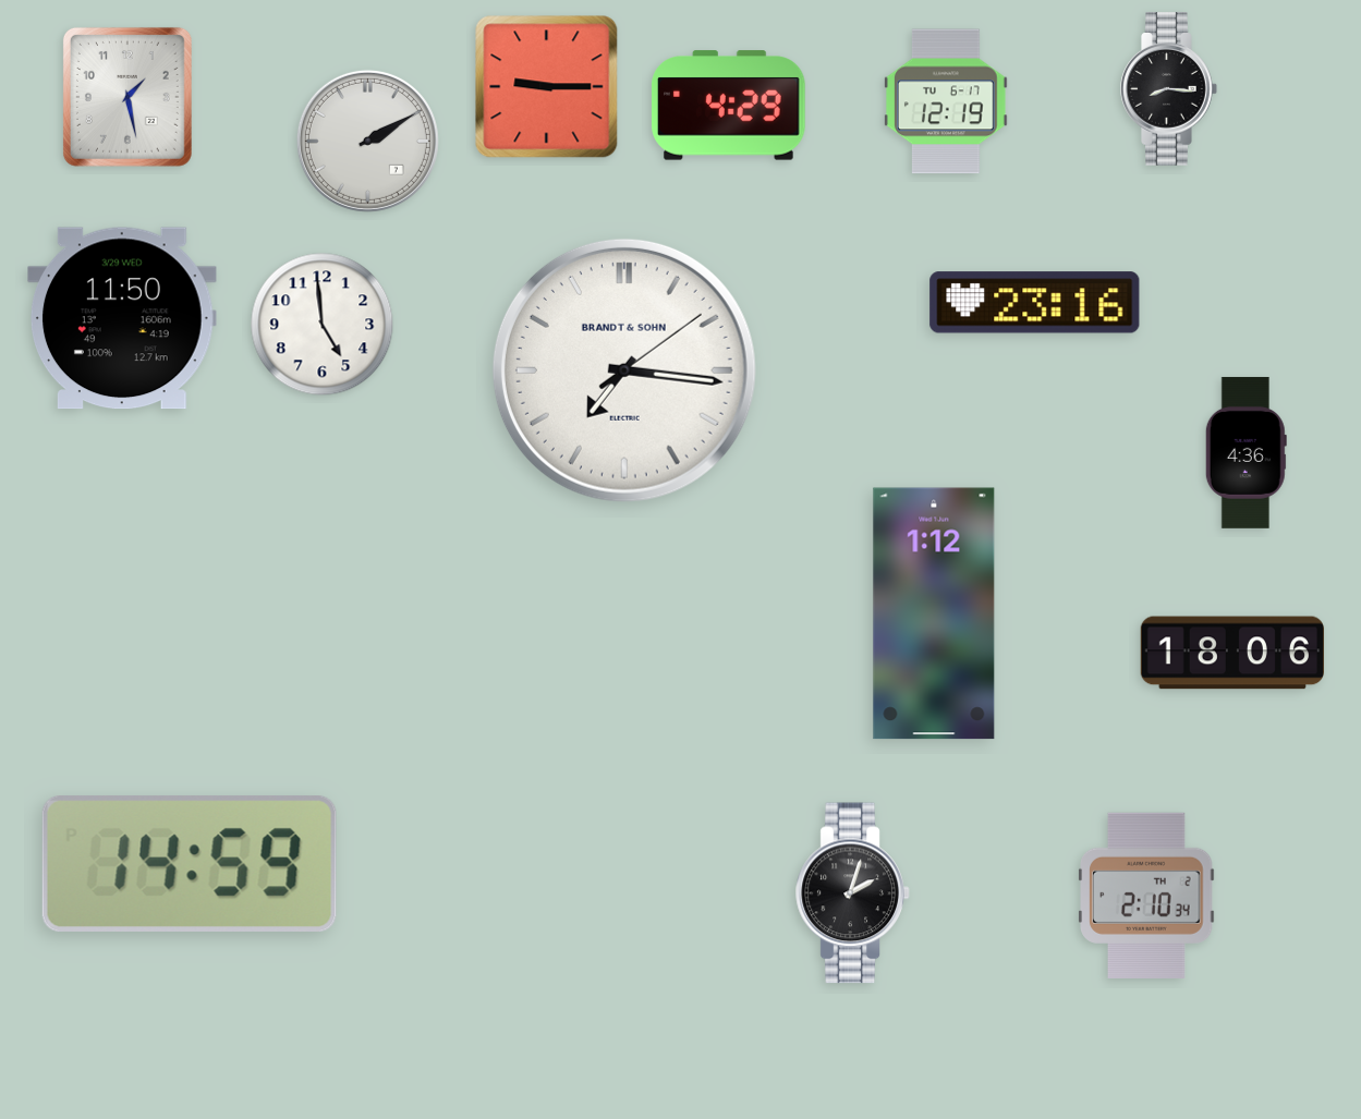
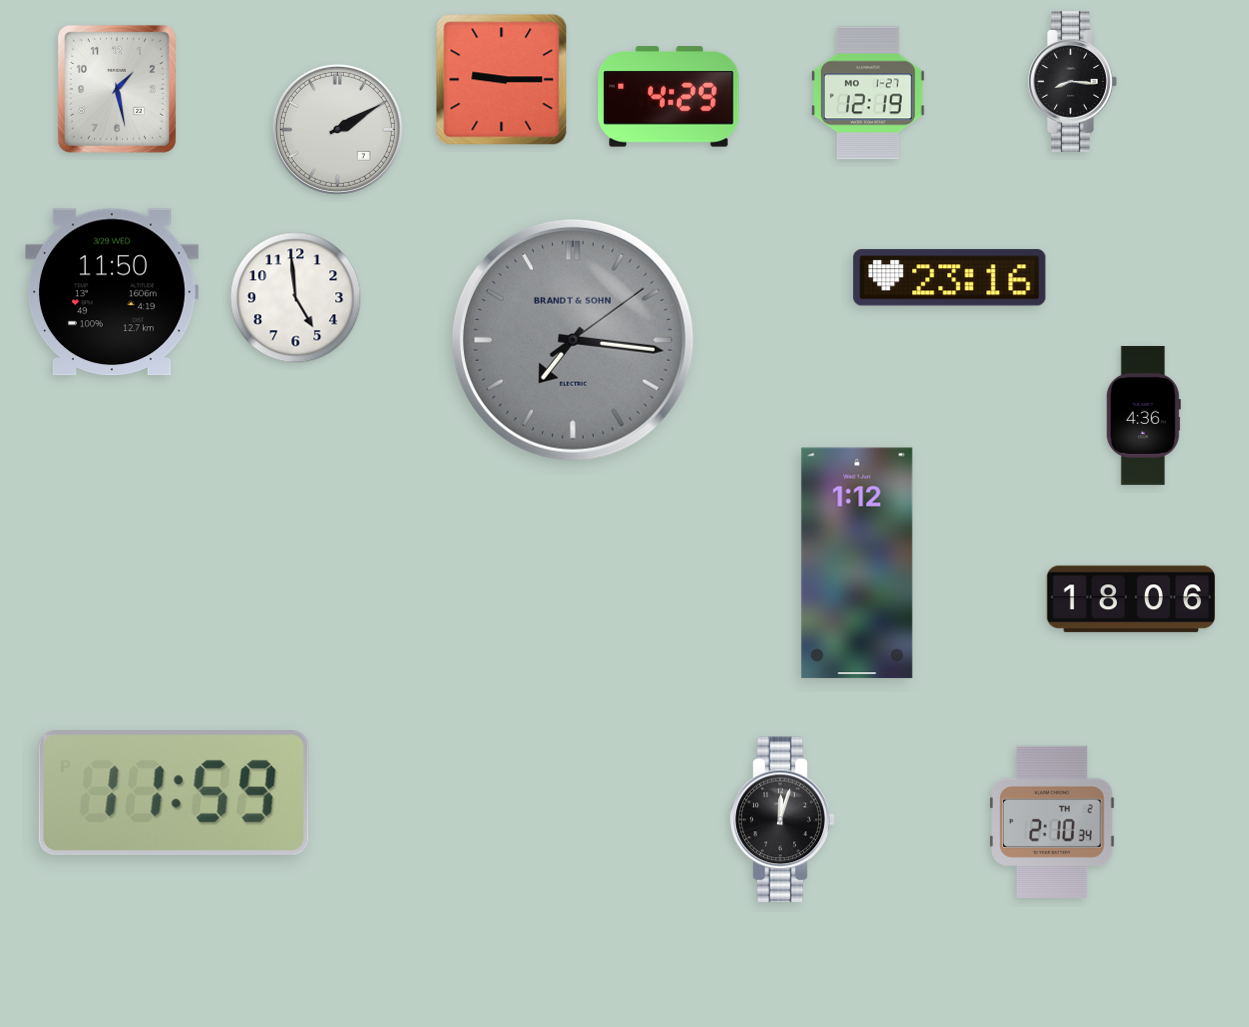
clock at (947, 101) date: TU 6-17 -> MO 1-27
clock at (624, 370) dial: white -> grey
clock at (190, 864): 14:59 -> 11:59
clock at (853, 893): 2:03 -> 12:03
